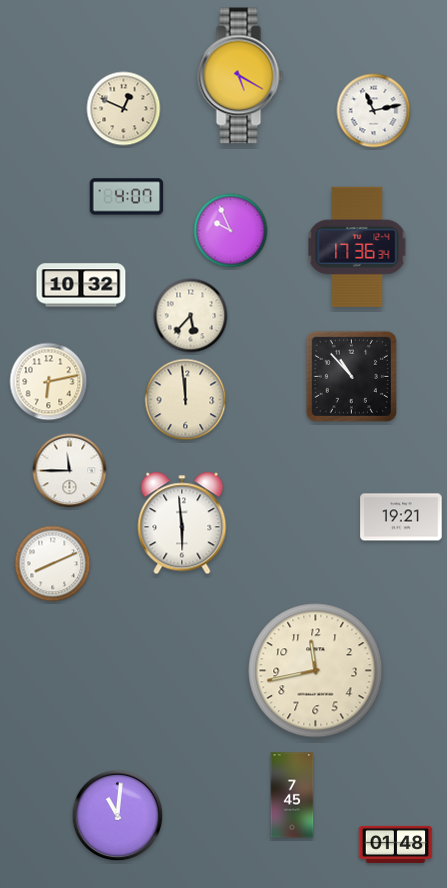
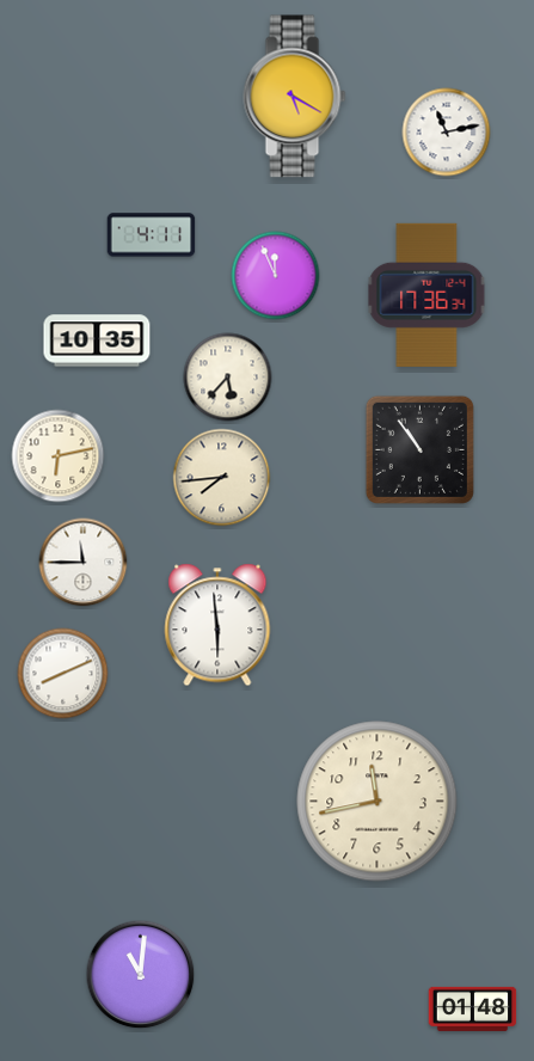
clock at (241, 76) position: (241, 76) -> (295, 97)
clock at (124, 109): 12:49 -> none
clock at (127, 197): 4:07 -> 4:11
clock at (231, 231): 9:56 -> 11:56
clock at (81, 285): 10:32 -> 10:35
clock at (351, 376): 10:53 -> 10:54
clock at (186, 400): 11:59 -> 7:44
clock at (401, 517): 19:21 -> none
clock at (292, 795): 7:45 -> none
